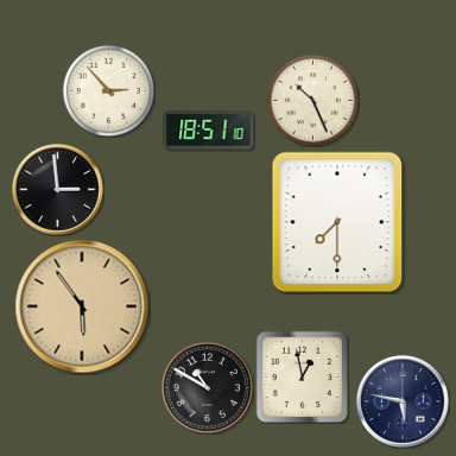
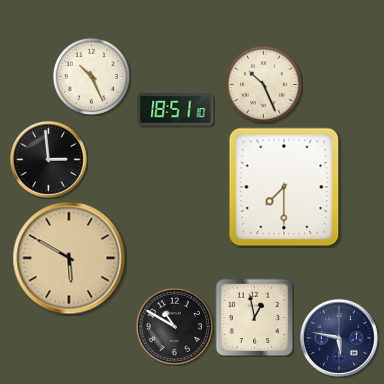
clock at (108, 90): 2:53 -> 10:26
clock at (82, 306): 5:54 -> 5:50
